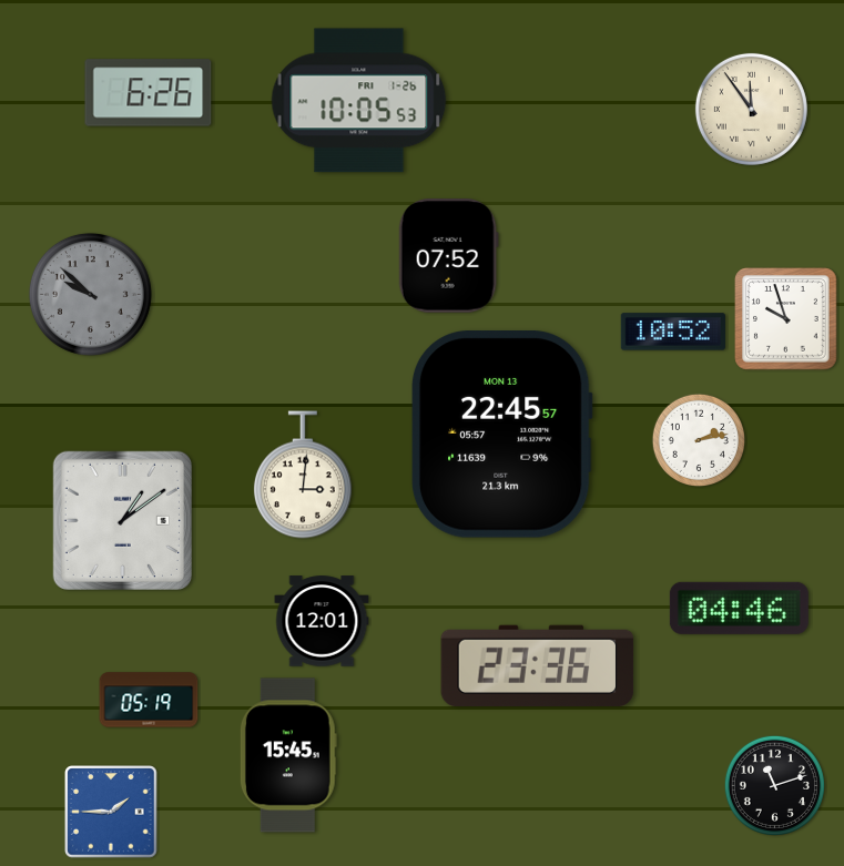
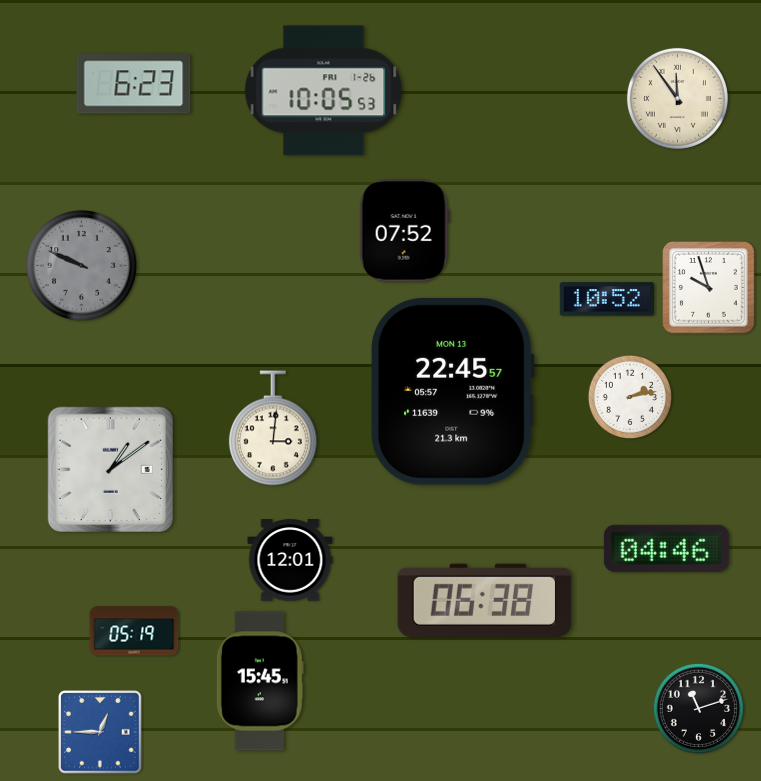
clock at (149, 93): 6:26 -> 6:23
clock at (90, 294): 9:52 -> 9:49
clock at (538, 665): 23:36 -> 06:38
clock at (111, 812): 1:45 -> 12:45
